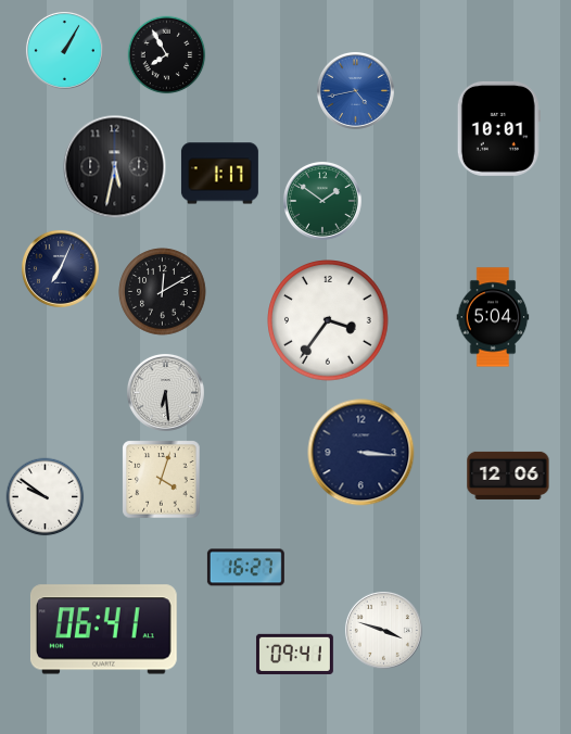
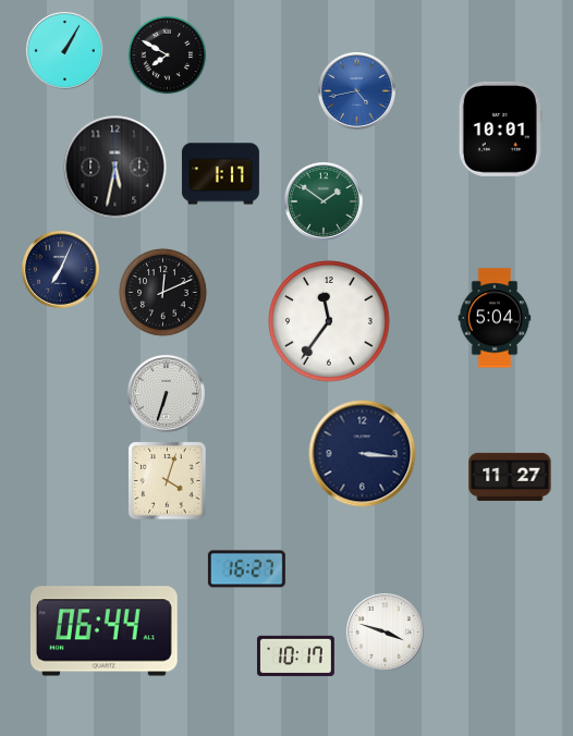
clock at (167, 55): 7:55 -> 7:50
clock at (163, 292): 12:10 -> 12:11
clock at (328, 320): 3:36 -> 11:36
clock at (165, 392): 6:29 -> 6:33
clock at (508, 476): 12:06 -> 11:27
clock at (162, 480) position: (162, 480) -> (168, 481)
clock at (46, 497): 9:51 -> none
clock at (103, 630): 06:41 -> 06:44
clock at (294, 654): 09:41 -> 10:17
